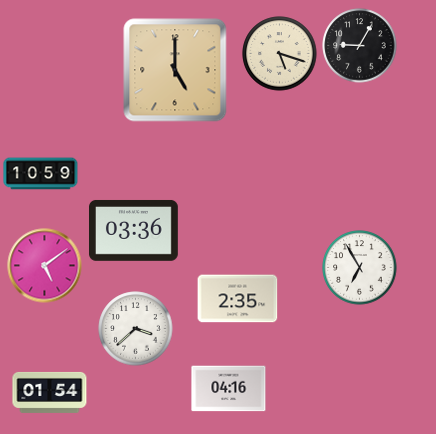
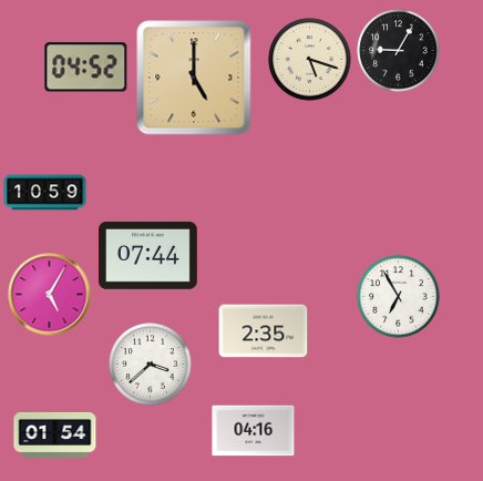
clock at (86, 68): none -> 04:52
clock at (134, 230): 03:36 -> 07:44
clock at (45, 266): 5:09 -> 5:05
